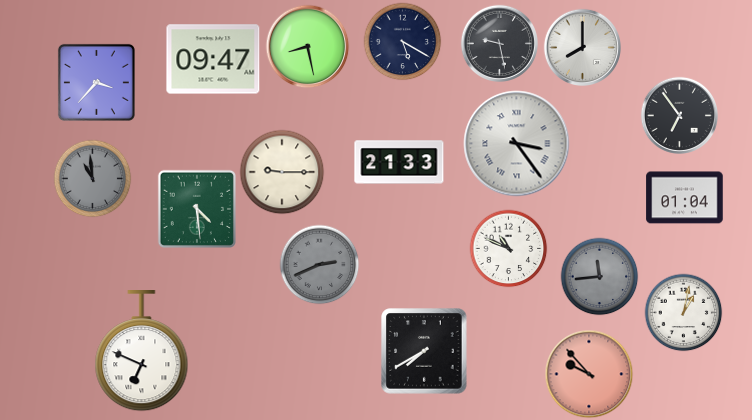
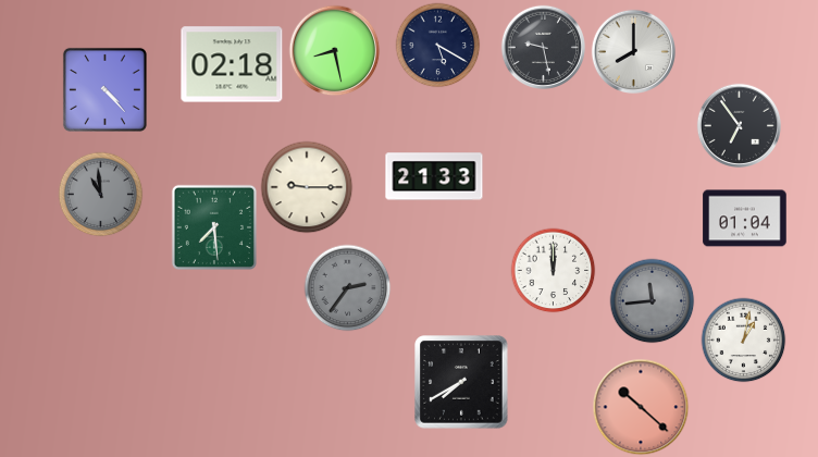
clock at (213, 59): 09:47 -> 02:18
clock at (96, 82): 3:37 -> 4:23
clock at (517, 144): 3:24 -> none
clock at (685, 198) position: (685, 198) -> (745, 219)
clock at (196, 208): 4:29 -> 7:29
clock at (508, 248): 10:49 -> 12:00
clock at (319, 264): 2:41 -> 2:36
clock at (142, 352): 6:49 -> none
clock at (589, 374): 9:53 -> 10:22
